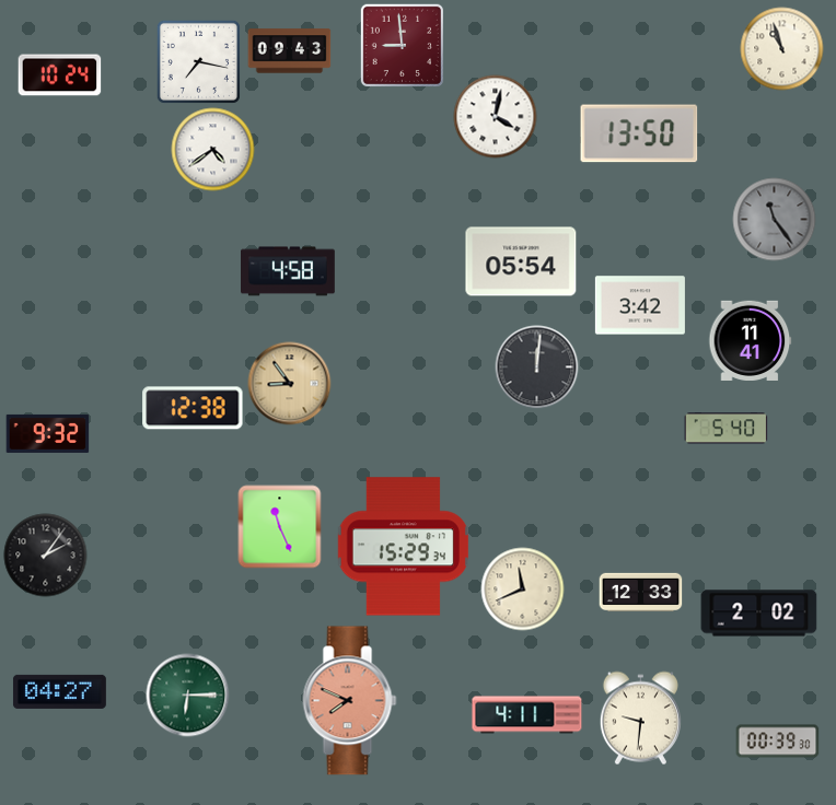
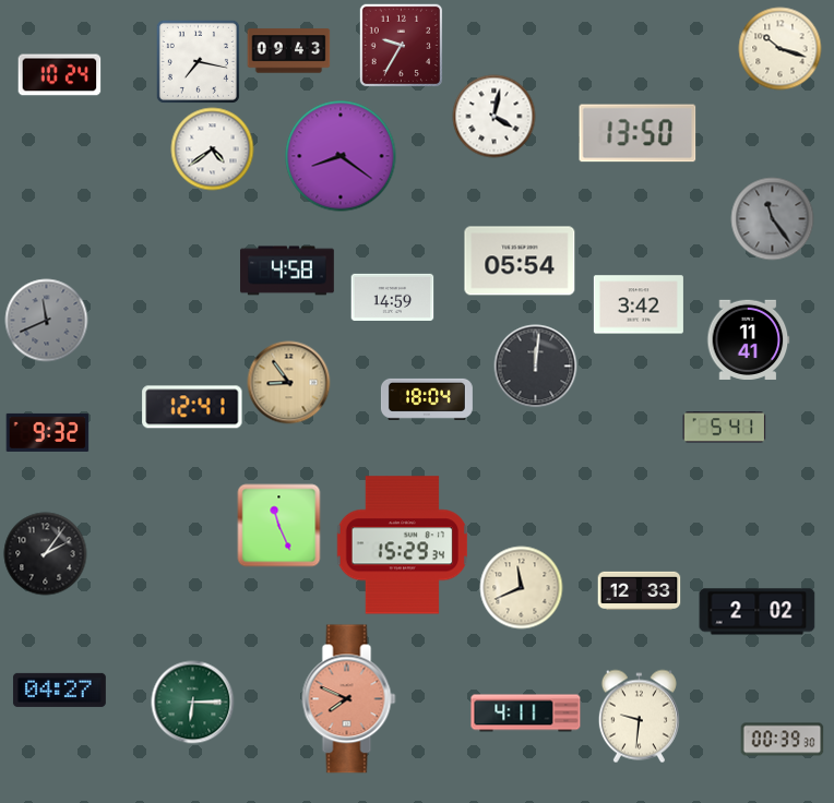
clock at (402, 45): 8:59 -> 9:35
clock at (782, 49): 10:57 -> 10:18
clock at (341, 156): none -> 8:21
clock at (393, 297): none -> 14:59
clock at (47, 321): none -> 11:41
clock at (427, 399): none -> 18:04
clock at (193, 408): 12:38 -> 12:41
clock at (727, 429): 5:40 -> 5:41
clock at (188, 696) position: (188, 696) -> (193, 703)
clock at (778, 742) position: (778, 742) -> (783, 740)
